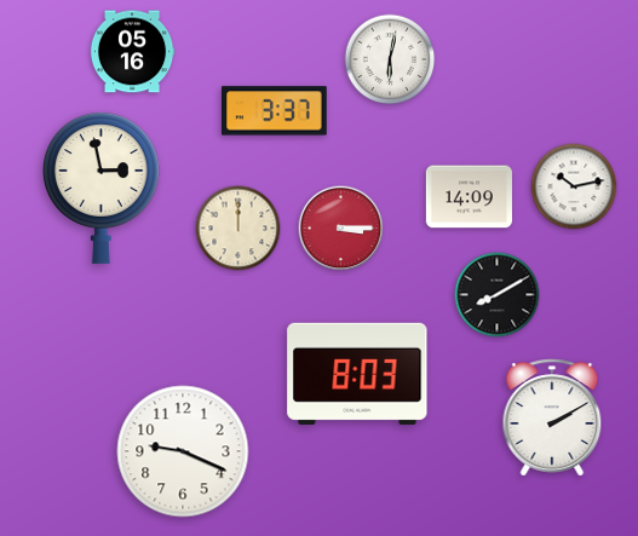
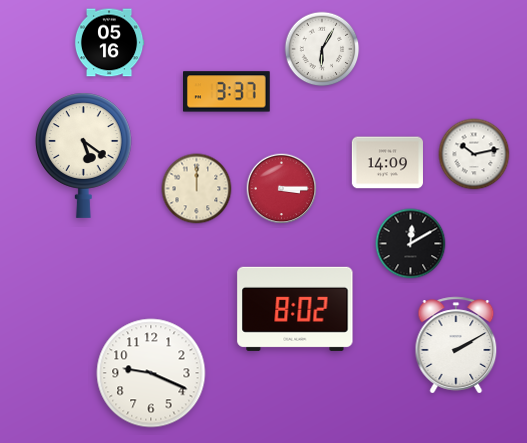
clock at (390, 59): 6:02 -> 6:05
clock at (100, 188): 2:58 -> 5:21
clock at (498, 295): 8:10 -> 12:10
clock at (357, 374): 8:03 -> 8:02
